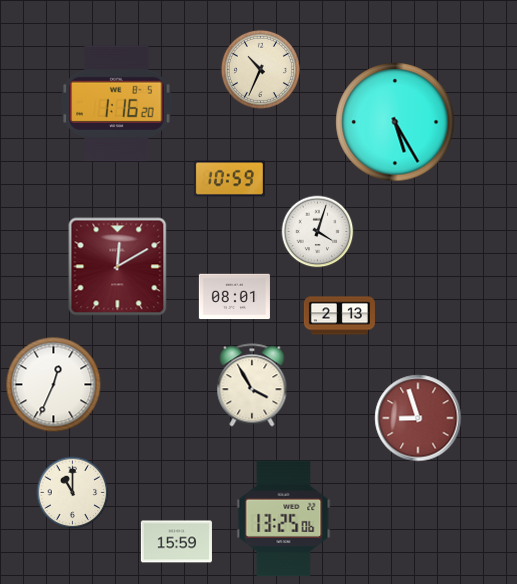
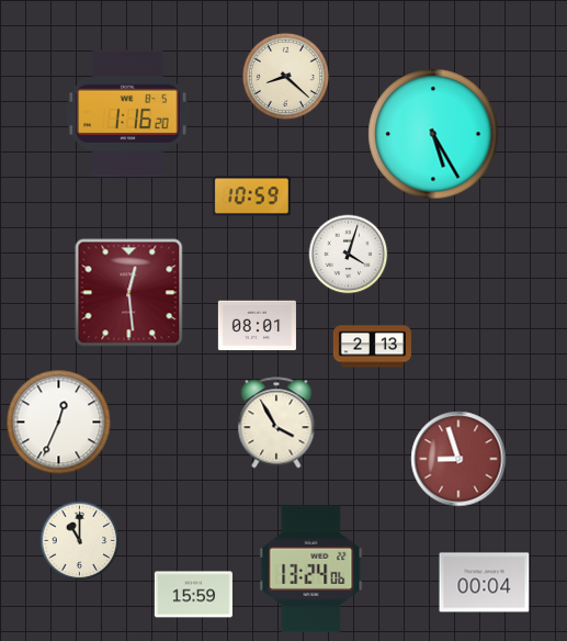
clock at (260, 69): 10:34 -> 8:22
clock at (118, 267): 12:10 -> 12:29
clock at (284, 519): 13:25 -> 13:24
clock at (485, 583): none -> 00:04
